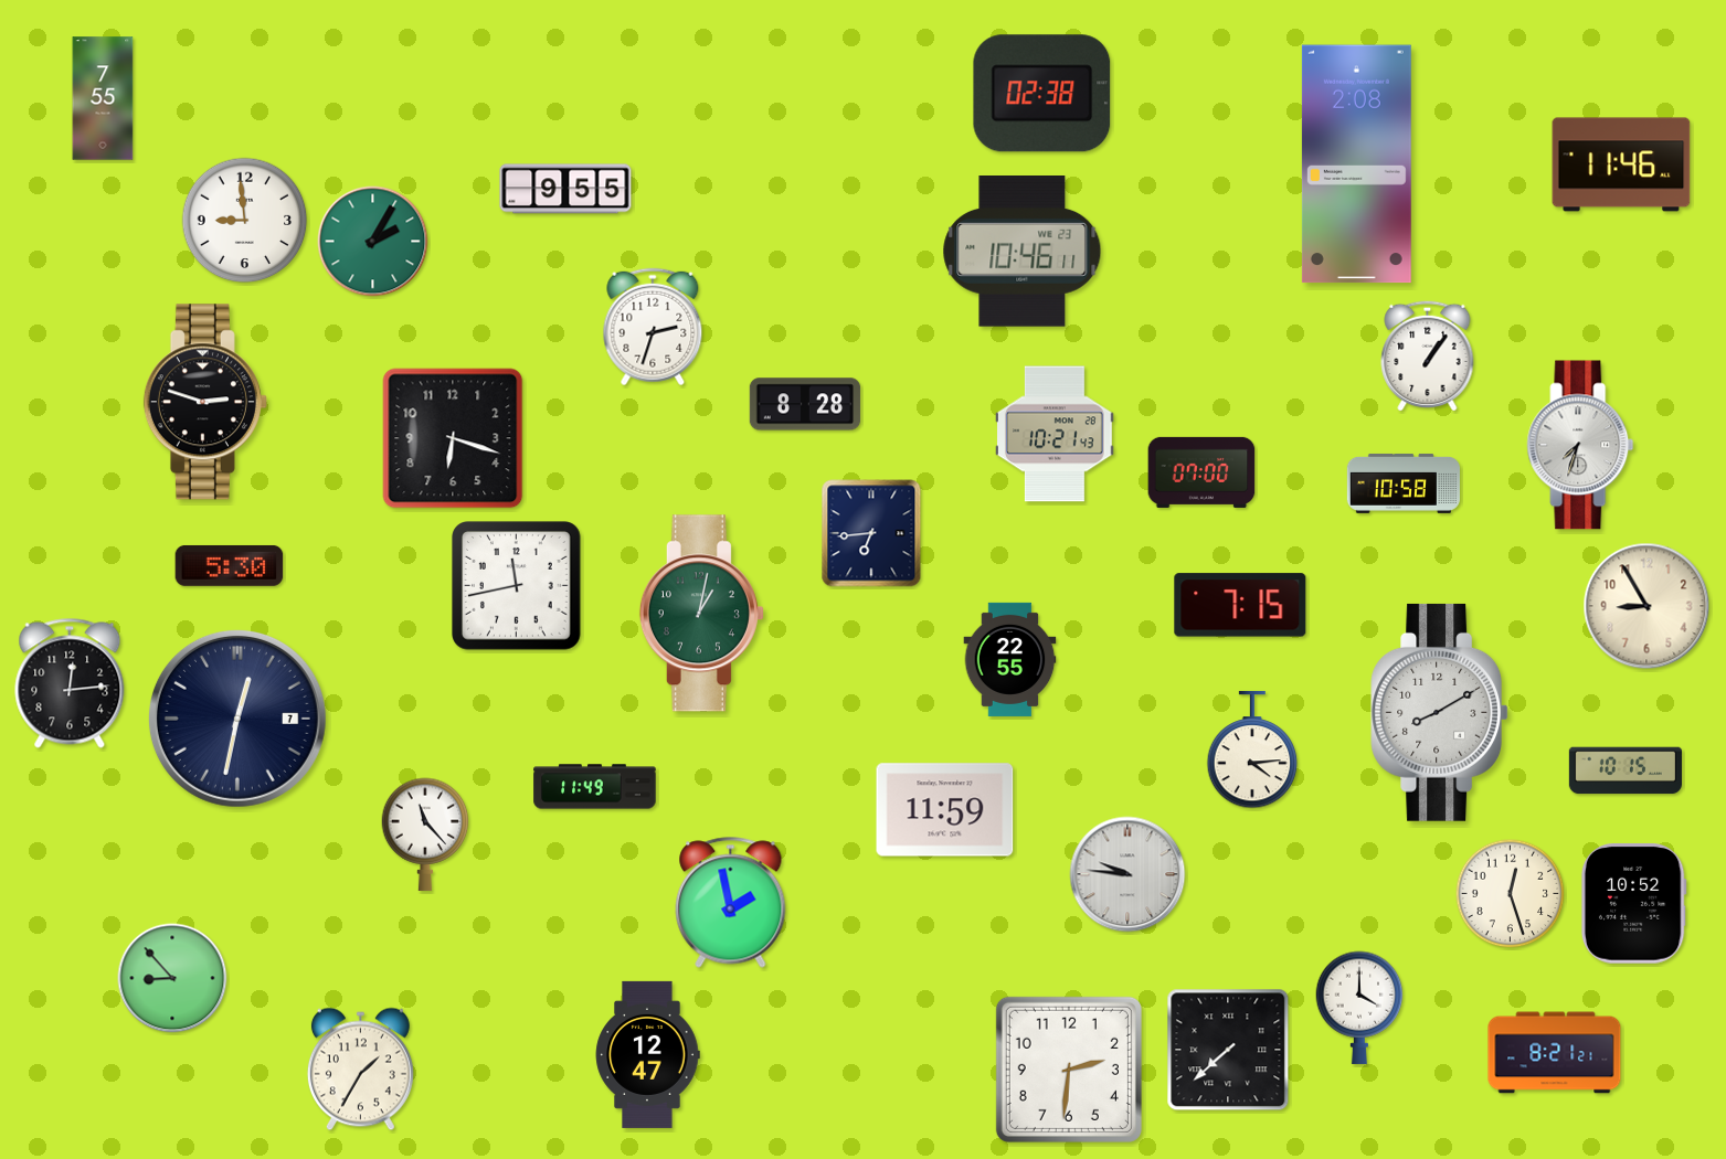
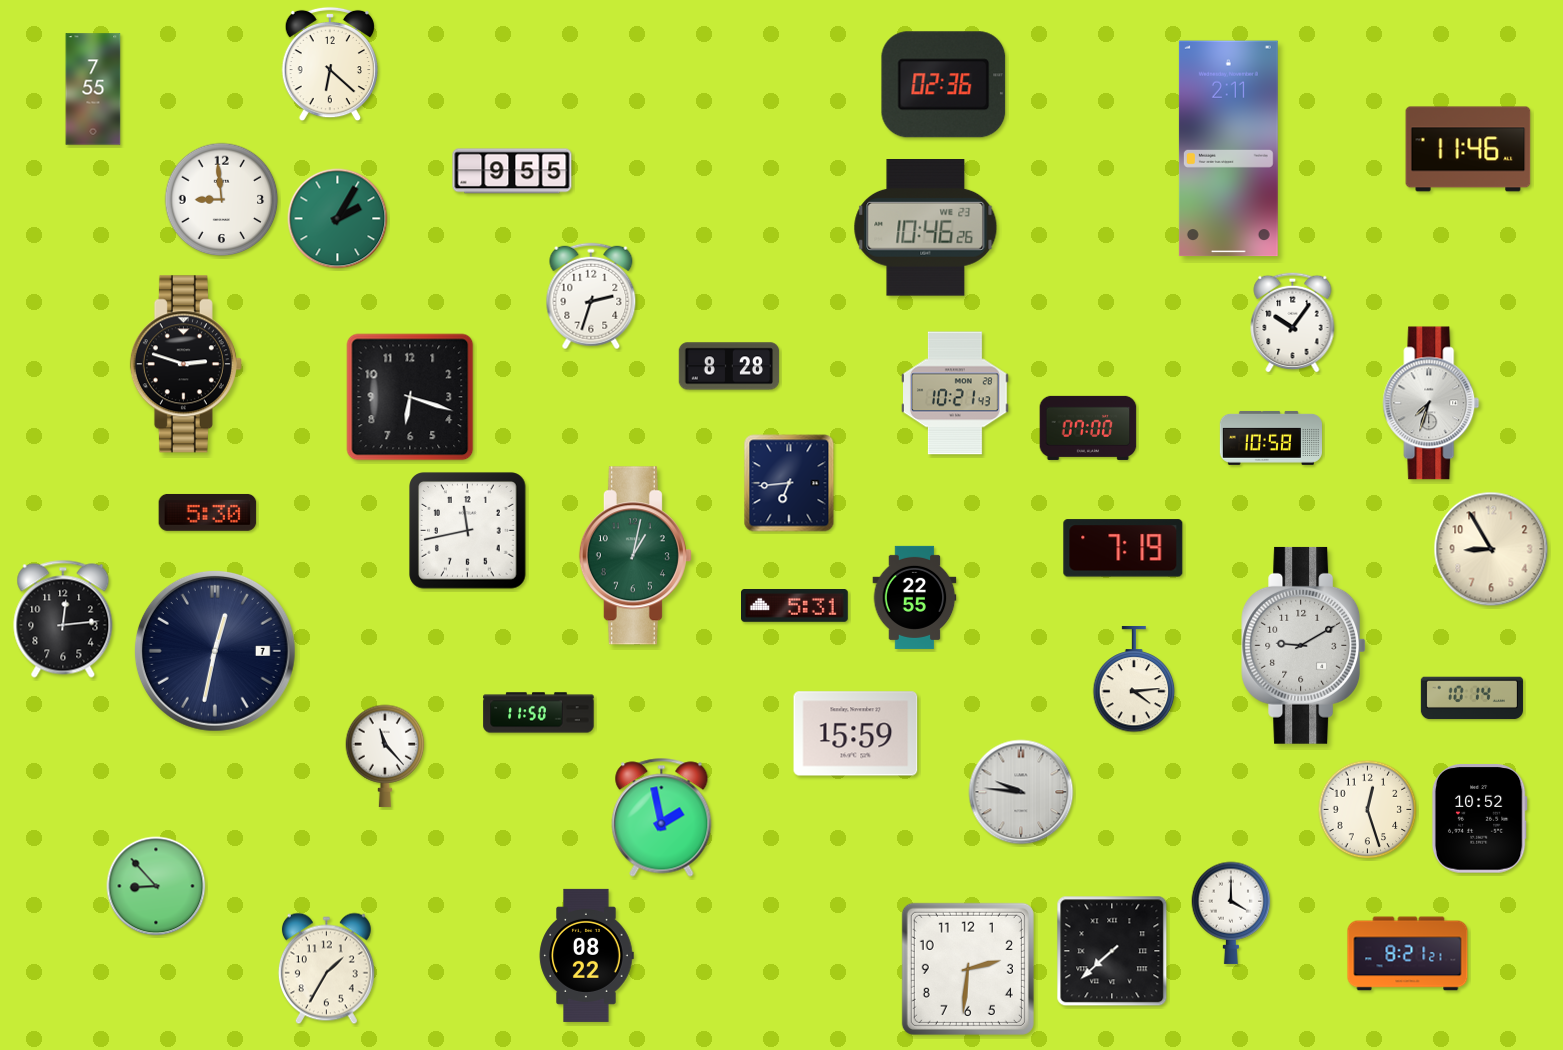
clock at (329, 64): none -> 6:22
clock at (1042, 94): 02:38 -> 02:36
clock at (1356, 164): 2:08 -> 2:11
clock at (1023, 252): 10:46:11 -> 10:46:26
clock at (1428, 355): 1:06 -> 10:06
clock at (1240, 605): 7:15 -> 7:19
clock at (795, 606): none -> 5:31
clock at (1440, 712): 8:10 -> 9:10
clock at (1626, 770): 10:15 -> 10:14
clock at (595, 787): 11:49 -> 11:50
clock at (945, 810): 11:59 -> 15:59
clock at (647, 1054): 12:47 -> 08:22
